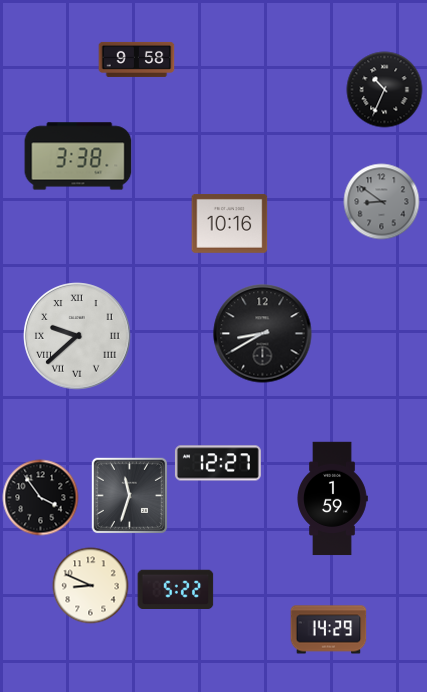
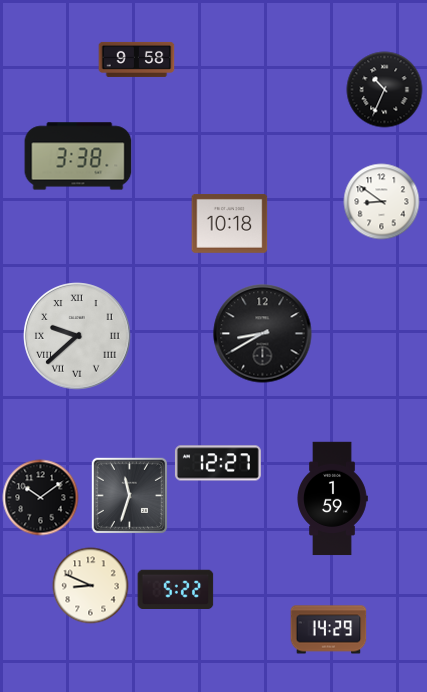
clock at (382, 202) dial: grey -> white
clock at (230, 224): 10:16 -> 10:18
clock at (41, 498): 3:54 -> 10:09
